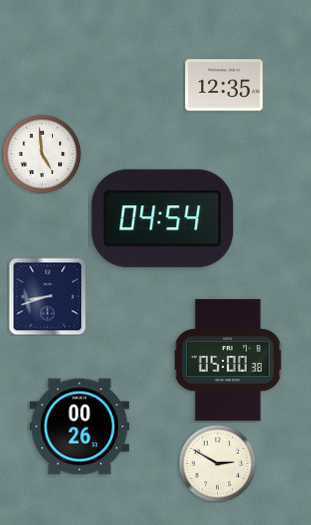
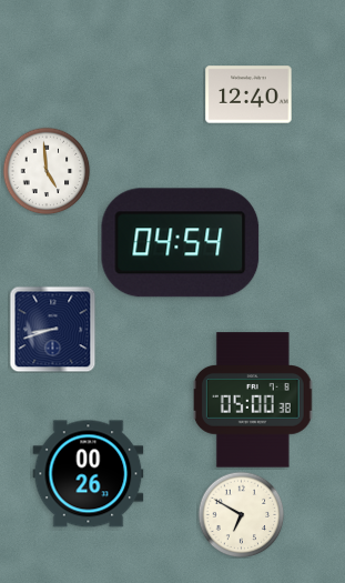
clock at (224, 85): 12:35 -> 12:40
clock at (217, 463): 2:50 -> 6:50
